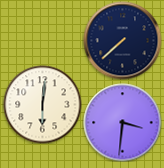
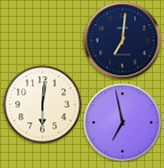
clock at (122, 40): 7:38 -> 7:01
clock at (122, 122): 3:31 -> 6:58
